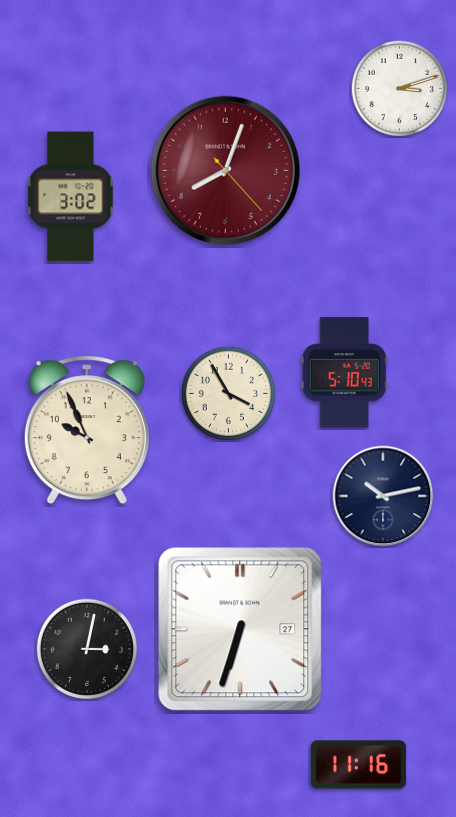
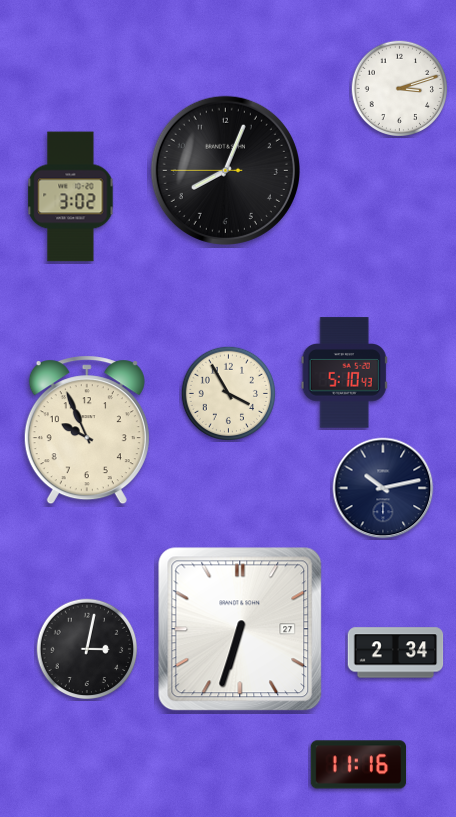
clock at (225, 170): 8:03:23 -> 8:03:45
clock at (225, 170) dial: burgundy -> black
clock at (383, 496) position: (383, 496) -> (383, 488)
clock at (396, 653): none -> 2:34
